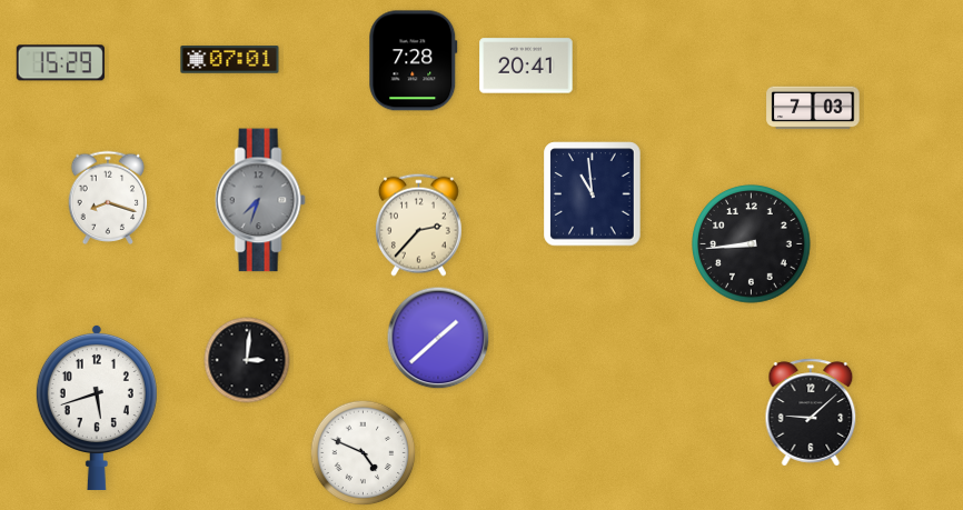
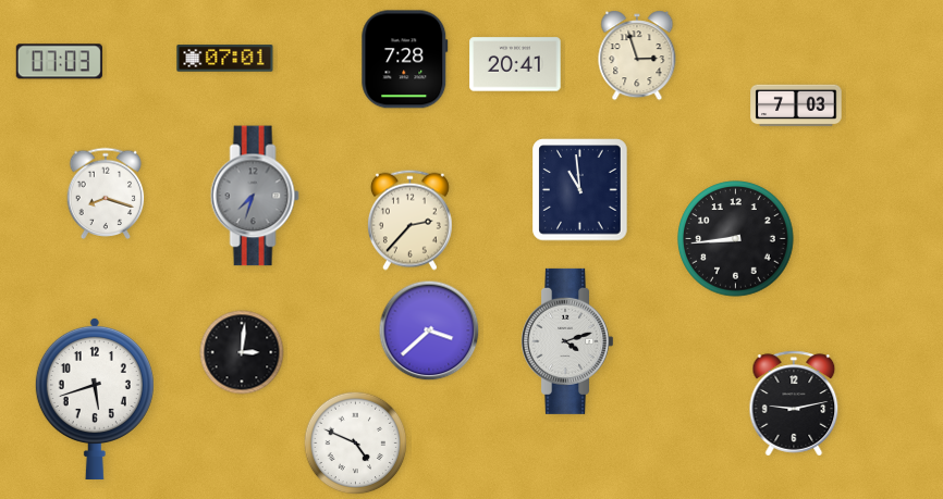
clock at (637, 55): none -> 2:57
clock at (60, 63): 15:29 -> 07:03
clock at (438, 338): 1:38 -> 3:38
clock at (567, 341): none -> 4:12
clock at (811, 412): 9:08 -> 9:13
